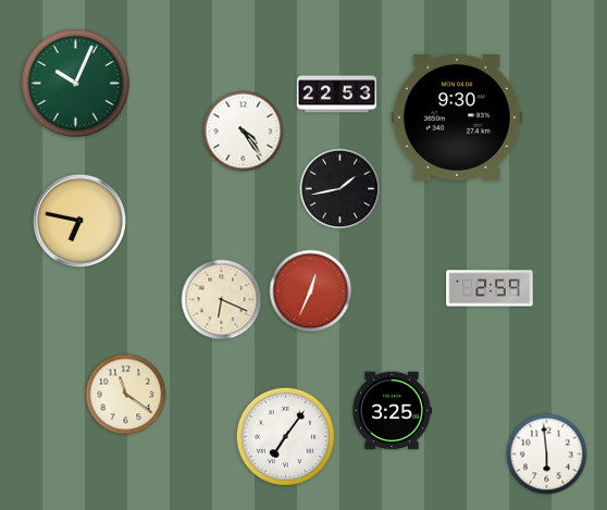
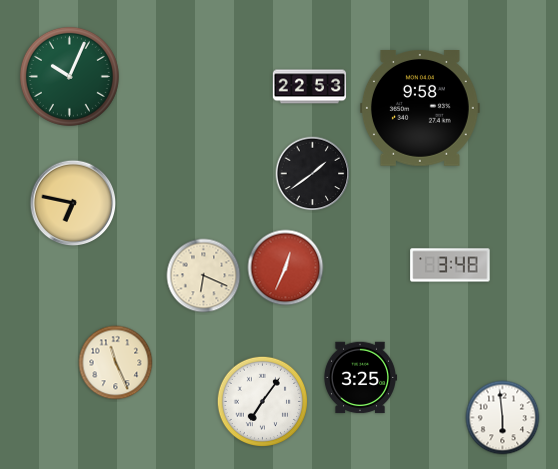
clock at (457, 119): 9:30 -> 9:58
clock at (244, 132): 4:24 -> none
clock at (340, 189): 1:43 -> 1:39
clock at (490, 288): 2:59 -> 3:48
clock at (126, 395): 11:21 -> 11:26
